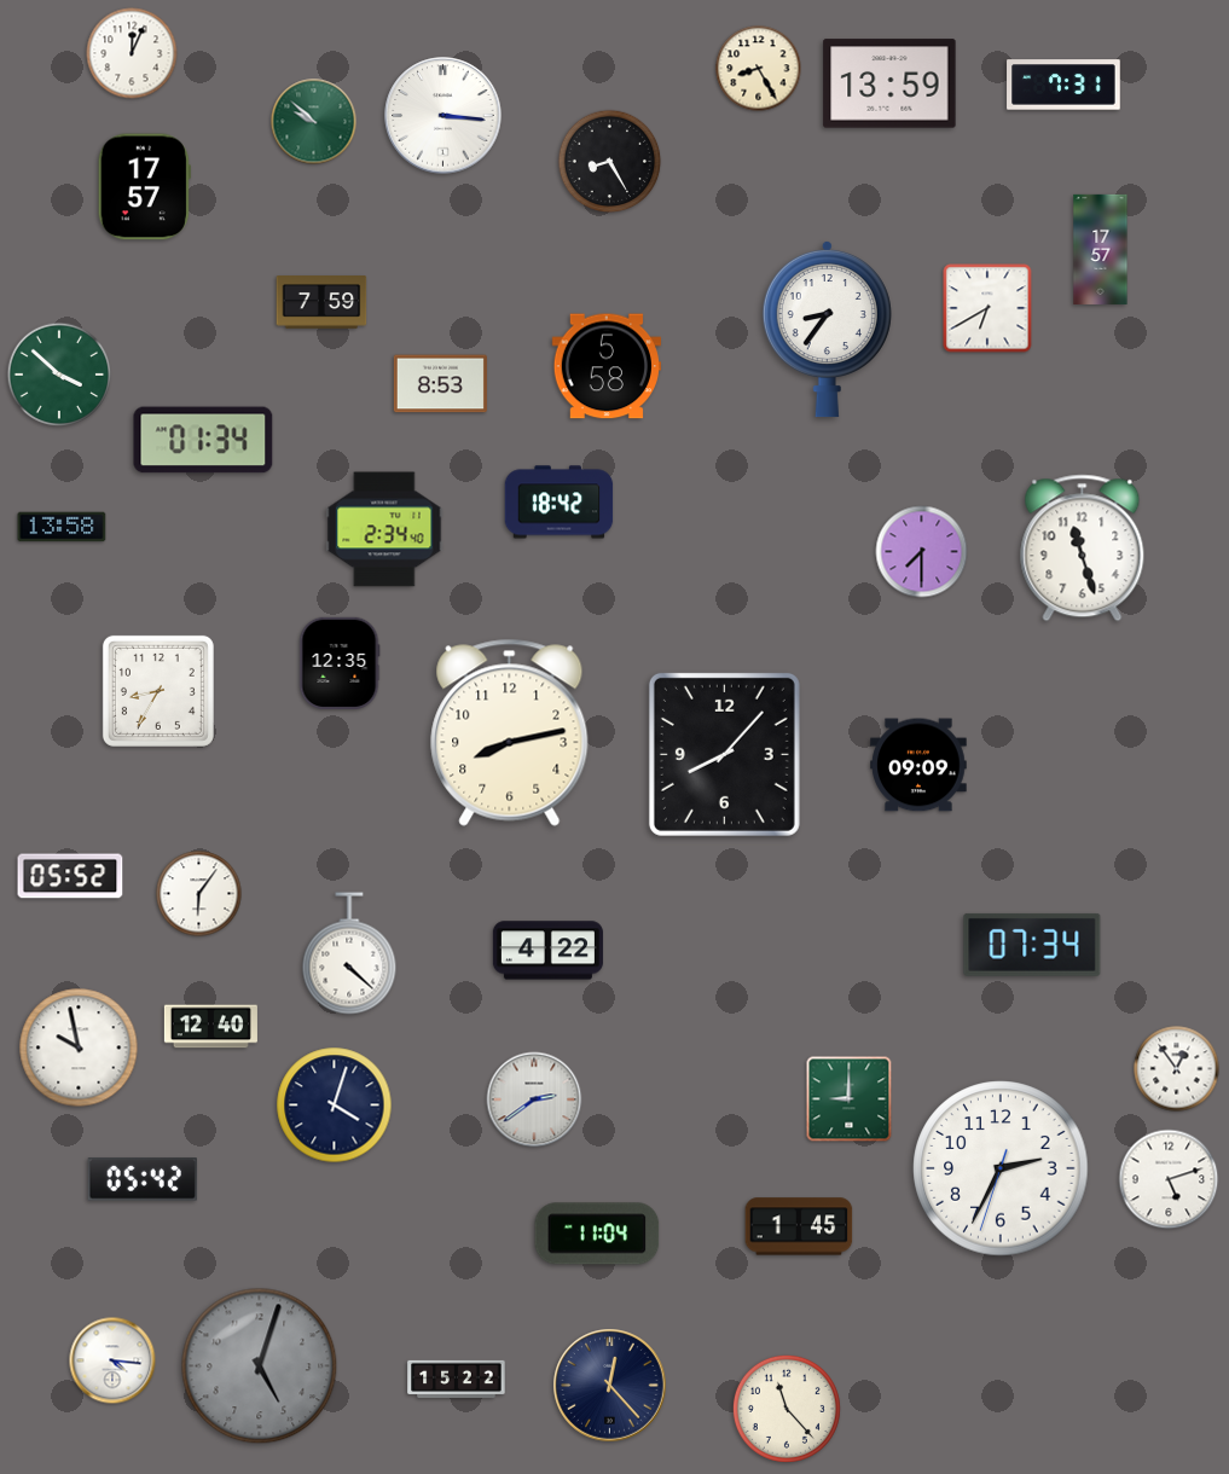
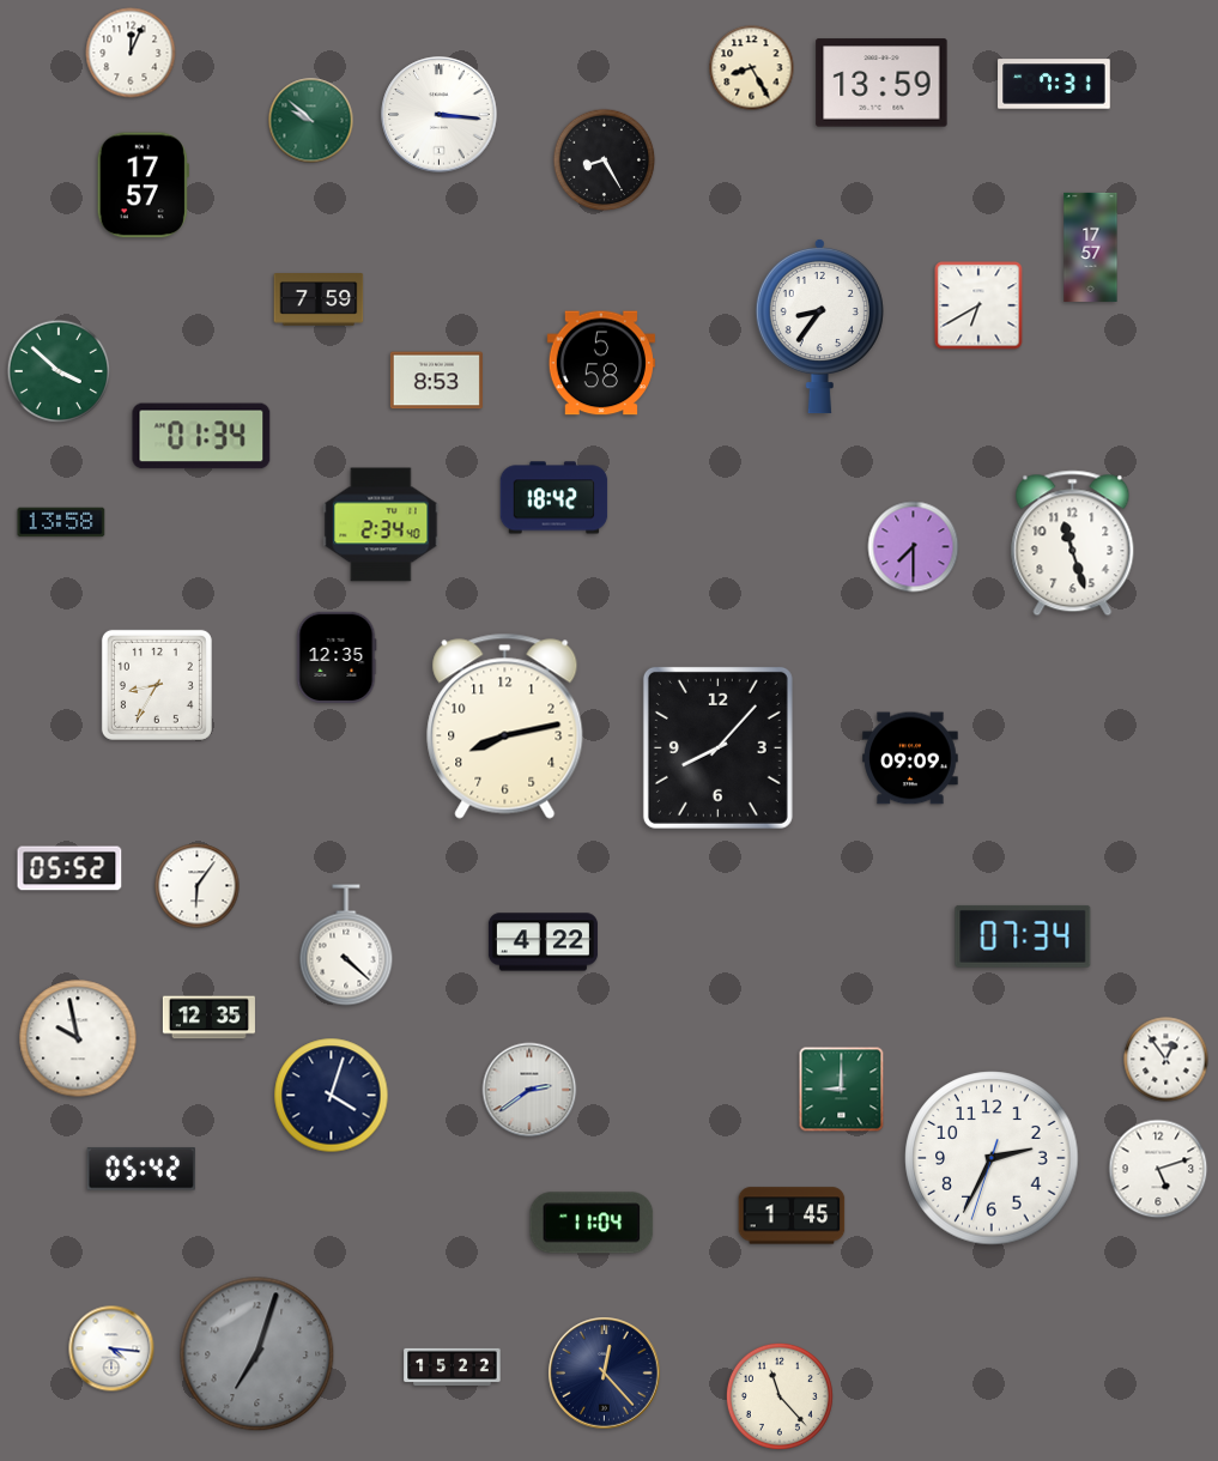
clock at (210, 1027): 12:40 -> 12:35
clock at (260, 1366): 5:03 -> 7:03
